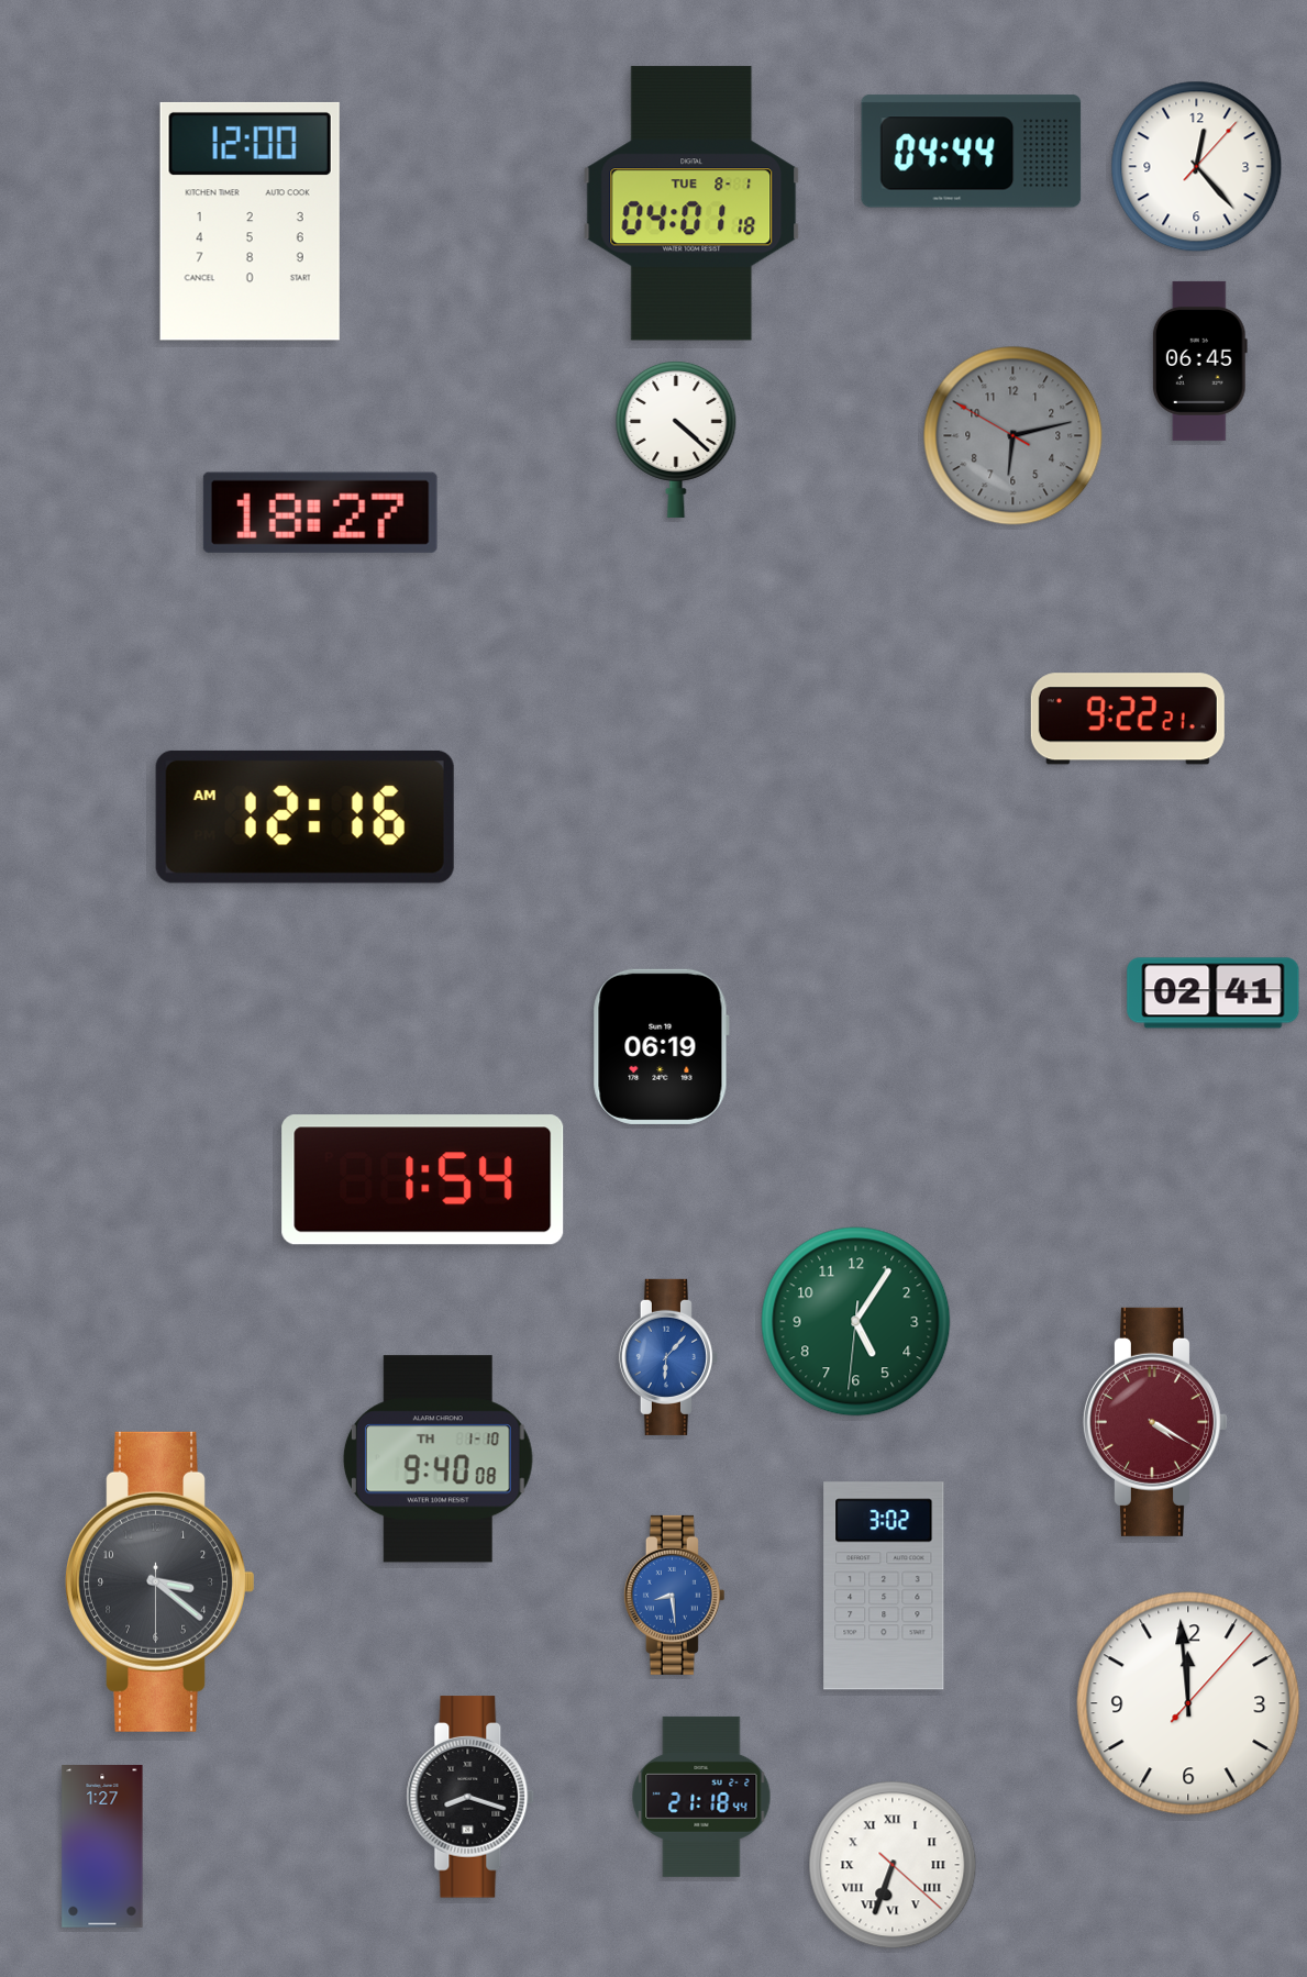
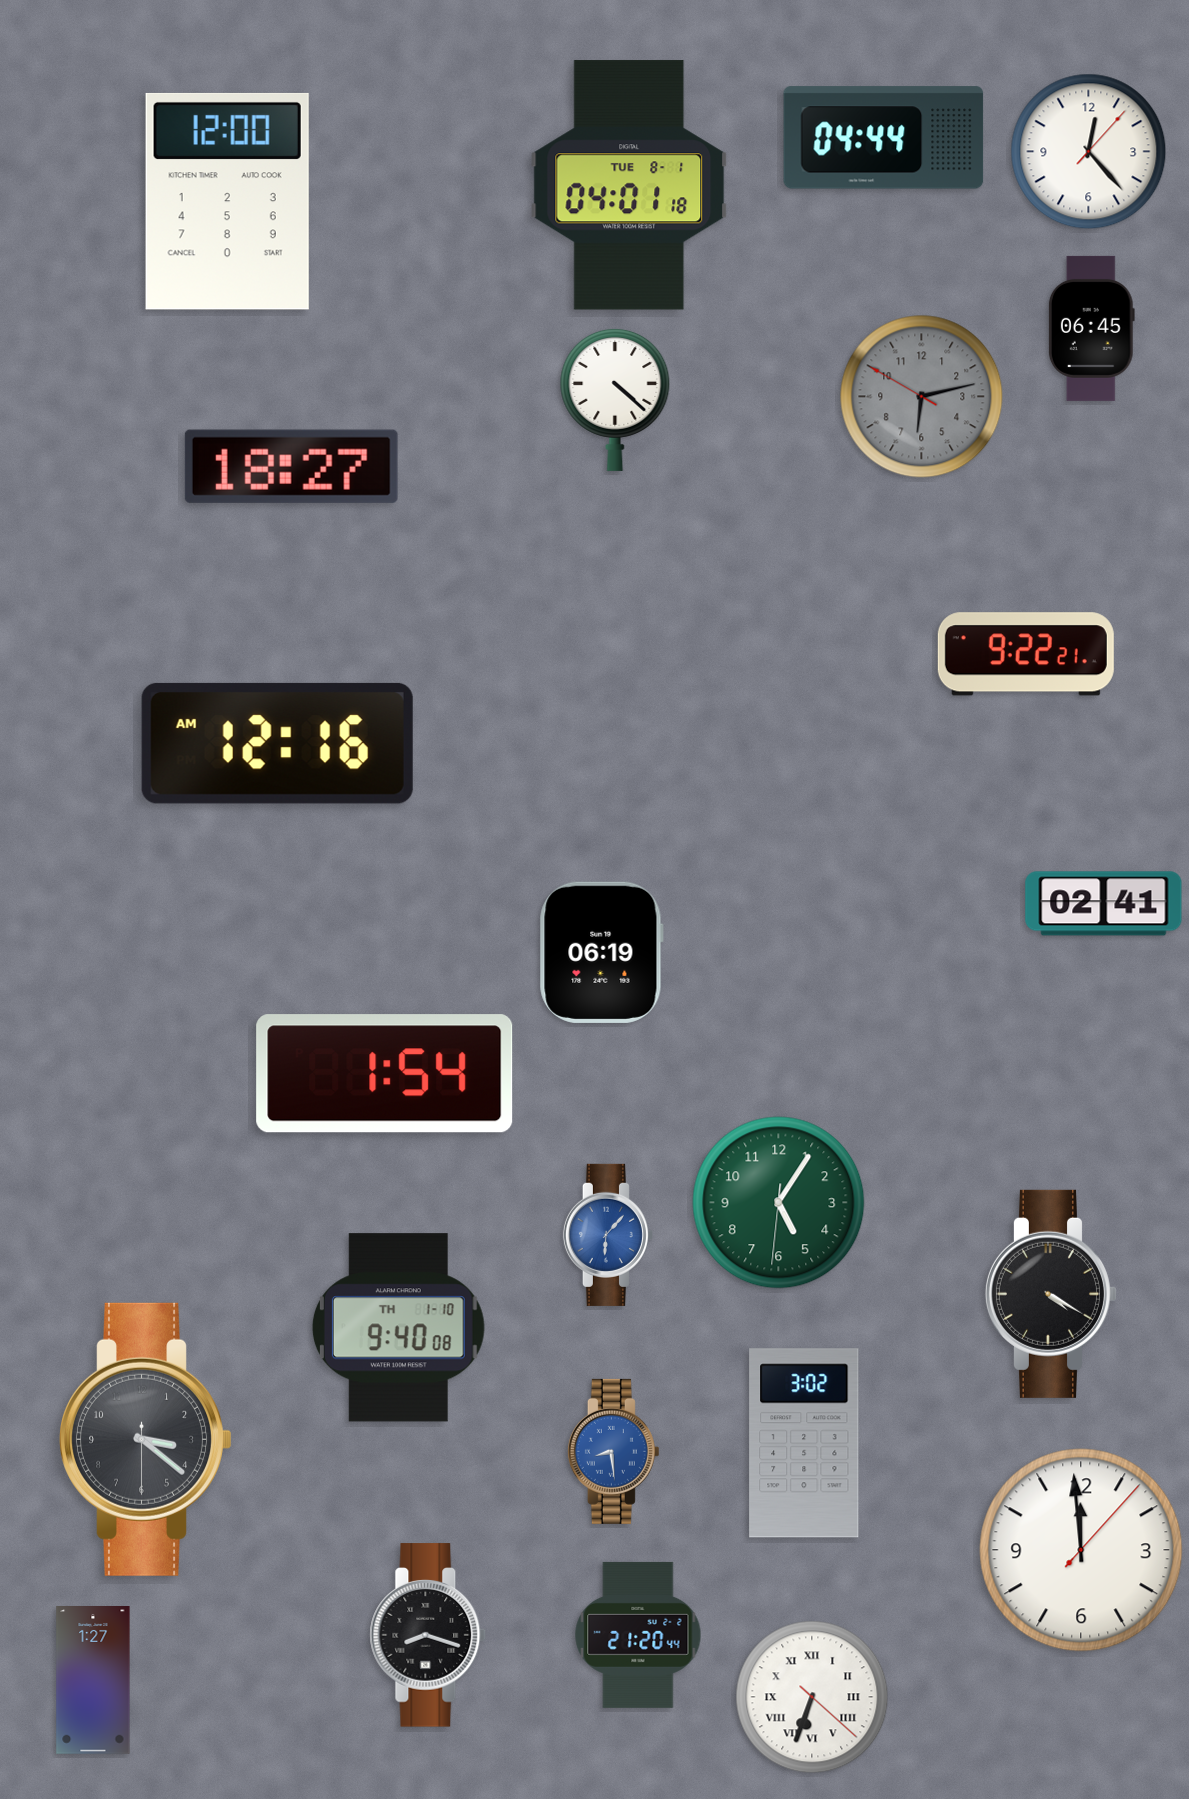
clock at (1155, 1422) dial: burgundy -> black
clock at (701, 1797): 21:18 -> 21:20
